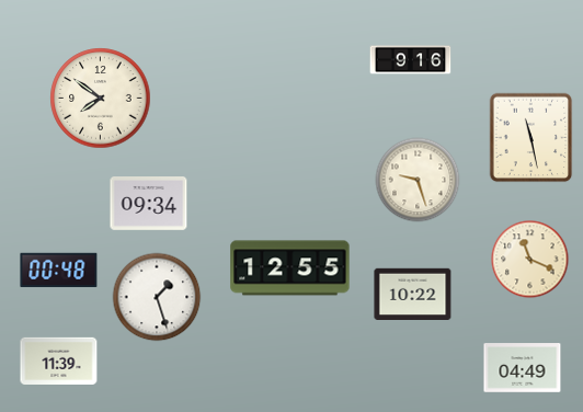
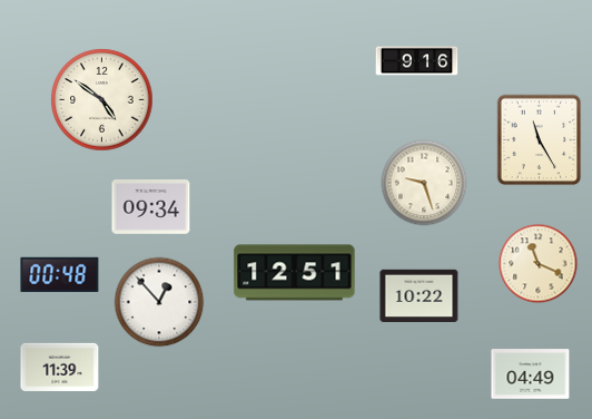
clock at (101, 99): 7:51 -> 4:51
clock at (531, 138): 11:28 -> 11:25
clock at (290, 268): 12:55 -> 12:51
clock at (413, 294) position: (413, 294) -> (420, 295)
clock at (157, 297): 1:27 -> 12:53
